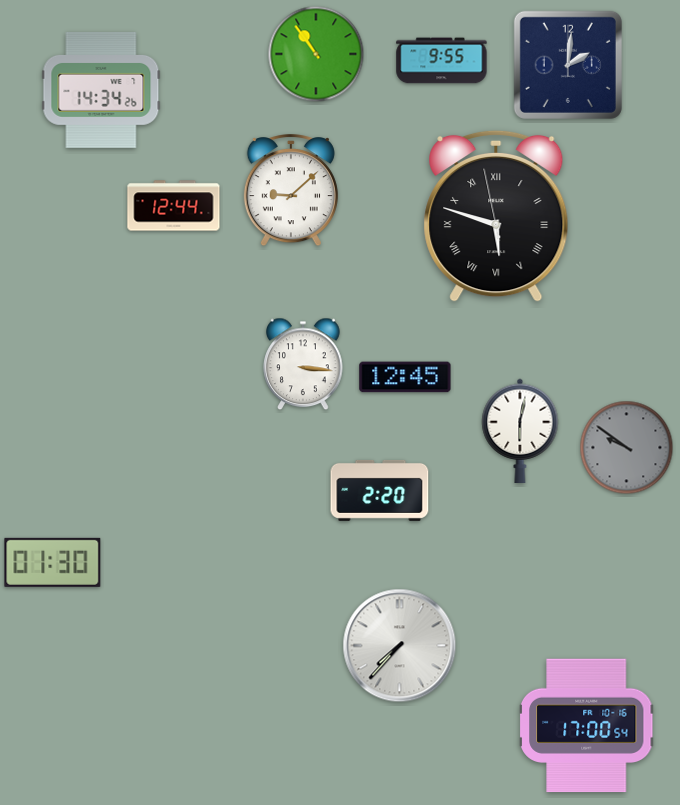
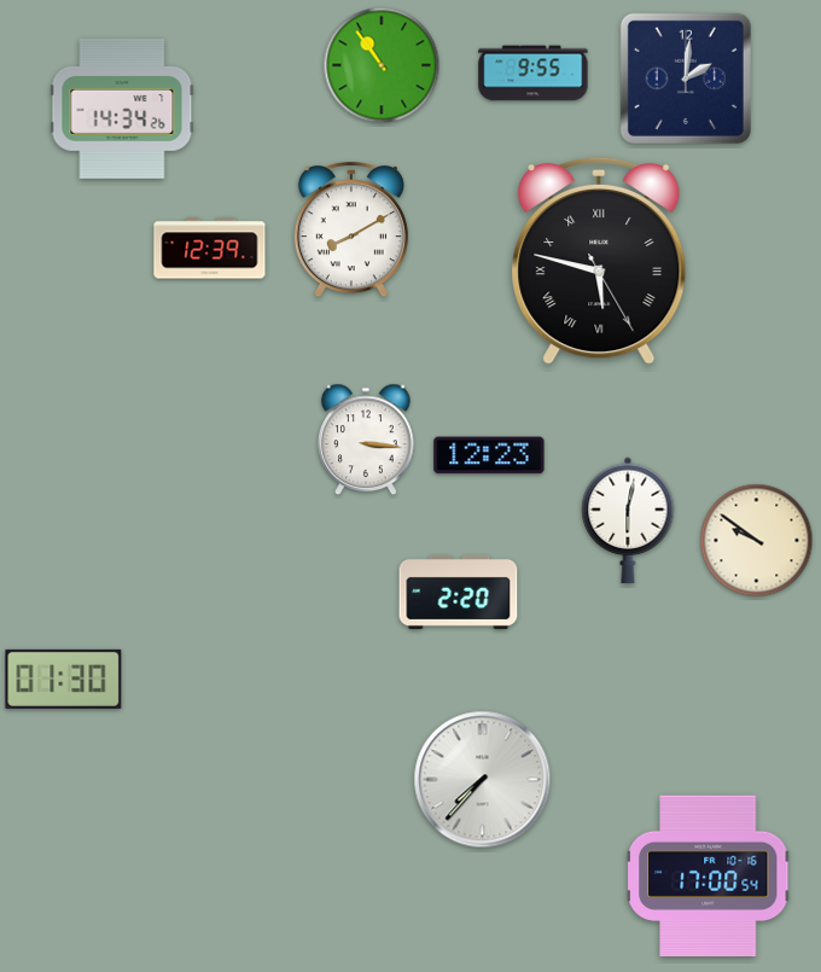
clock at (291, 191): 9:08 -> 8:10
clock at (174, 206): 12:44 -> 12:39
clock at (496, 216): 5:47:58 -> 5:47:25
clock at (405, 377): 12:45 -> 12:23
clock at (627, 448) dial: grey -> cream
